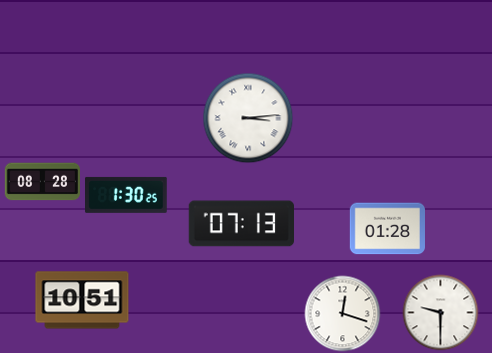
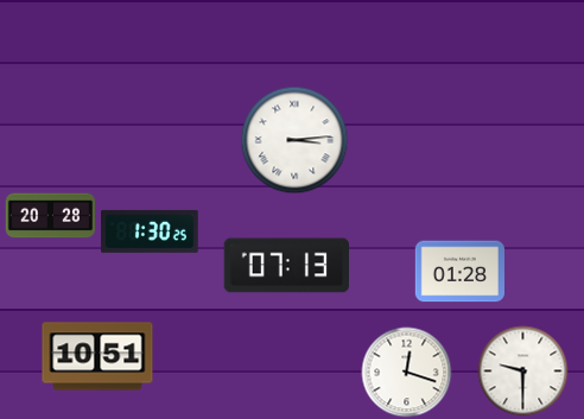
clock at (42, 182): 08:28 -> 20:28
